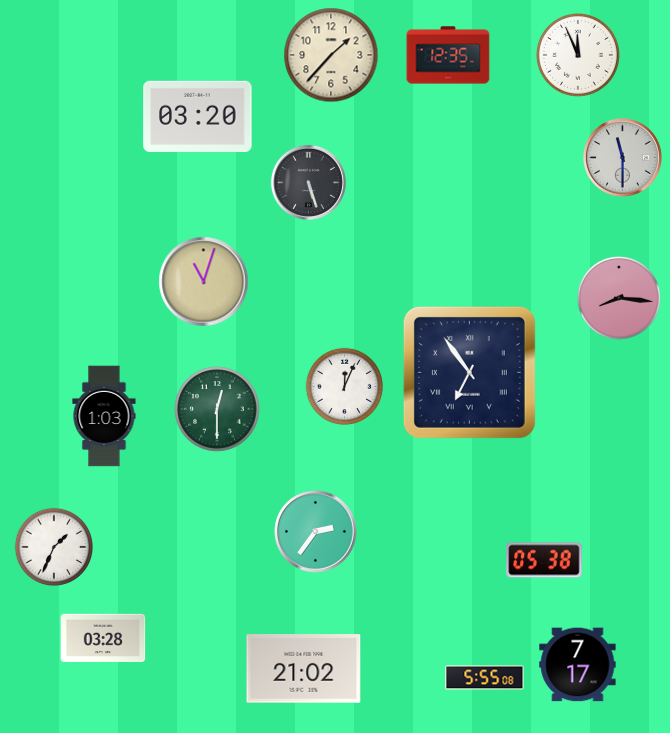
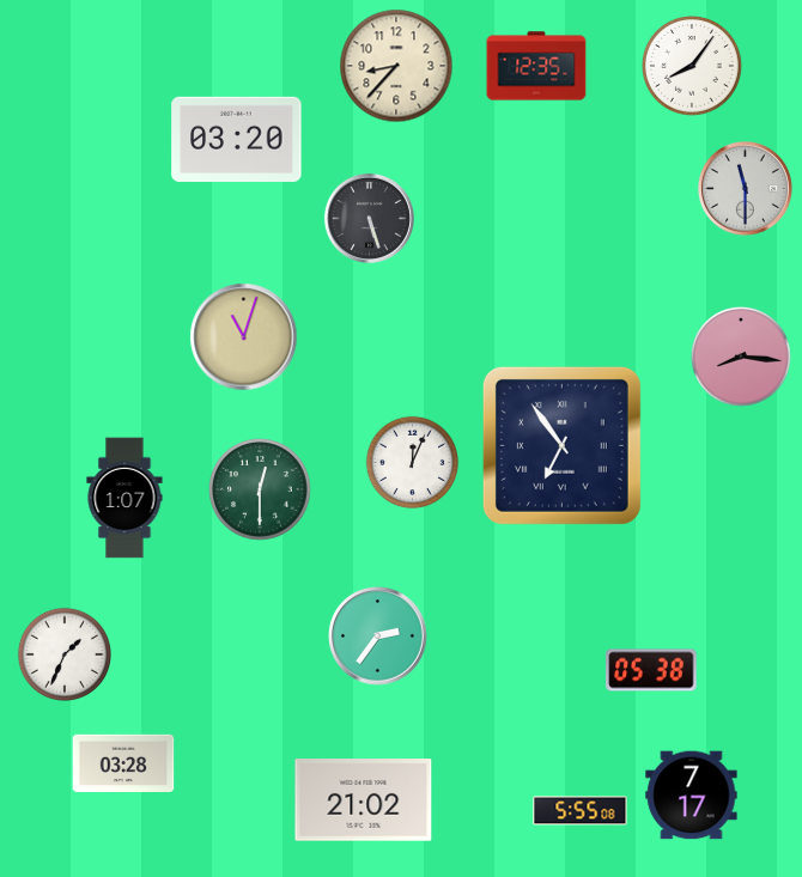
clock at (331, 55): 1:37 -> 8:37
clock at (578, 55): 11:56 -> 8:06
clock at (104, 416): 1:03 -> 1:07
